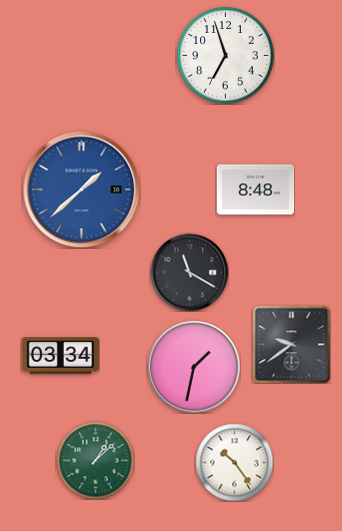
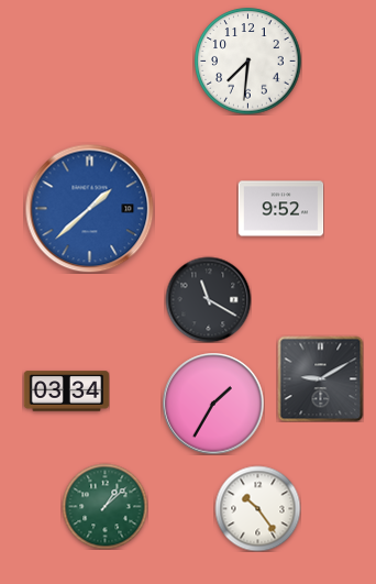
clock at (226, 56): 6:57 -> 7:31
clock at (255, 190): 8:48 -> 9:52
clock at (291, 344): 9:39 -> 9:10
clock at (194, 367): 1:32 -> 1:35
